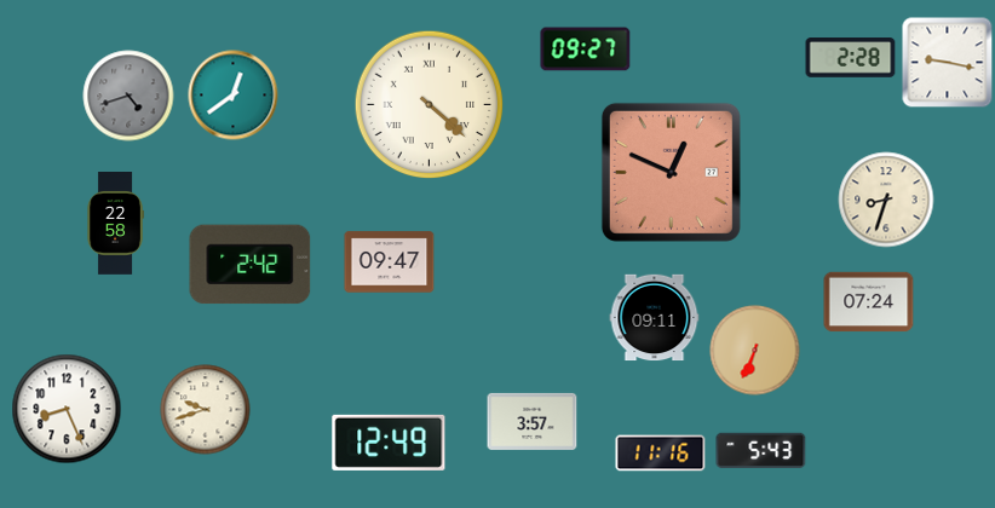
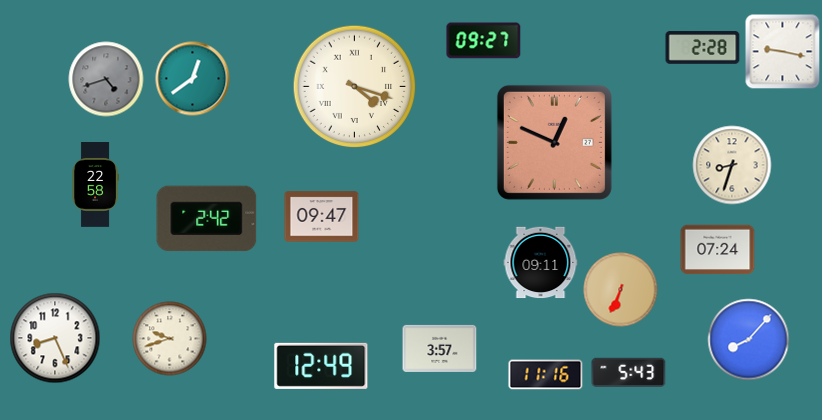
clock at (430, 105): 4:22 -> 4:18
clock at (755, 351) position: (755, 351) -> (621, 290)
clock at (749, 340): none -> 8:07
